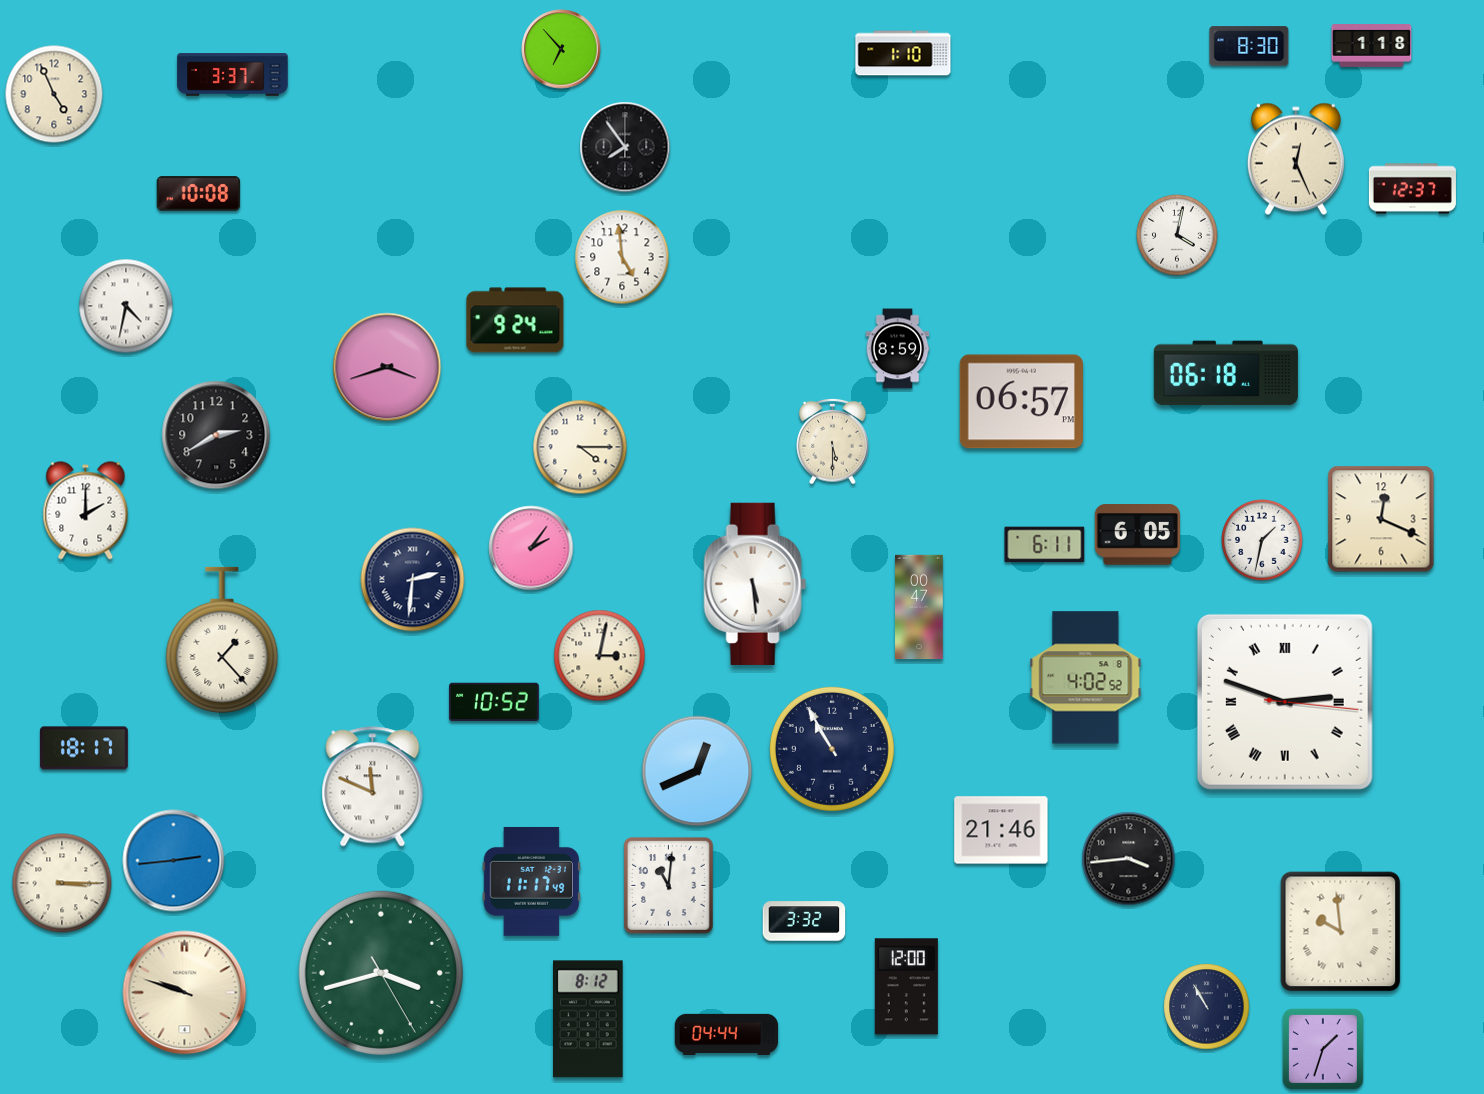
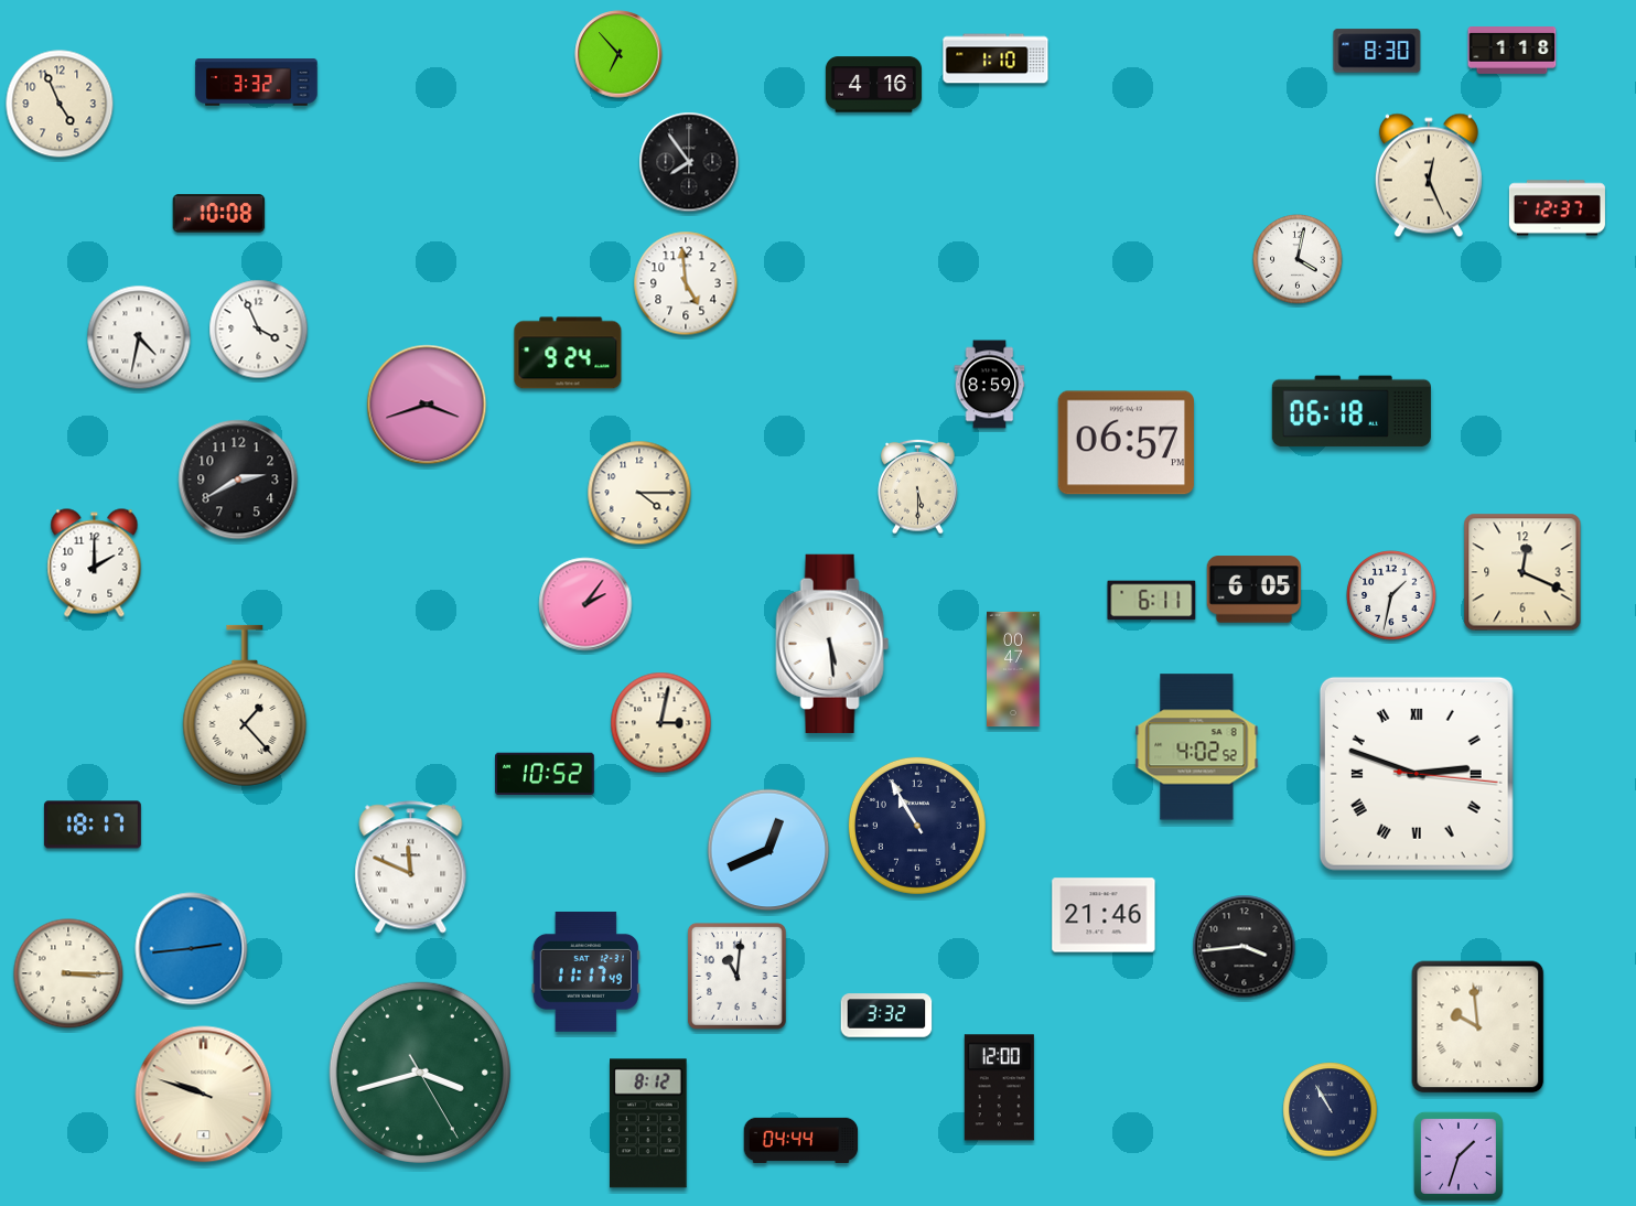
clock at (233, 75): 3:37 -> 3:32
clock at (873, 85): none -> 4:16
clock at (259, 330): none -> 3:56
clock at (413, 580): 2:31 -> none
